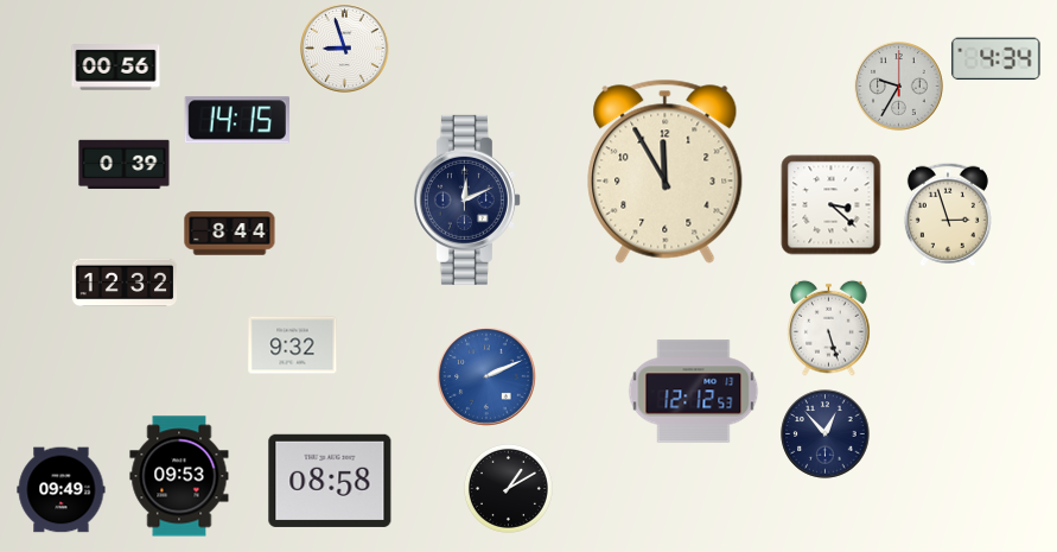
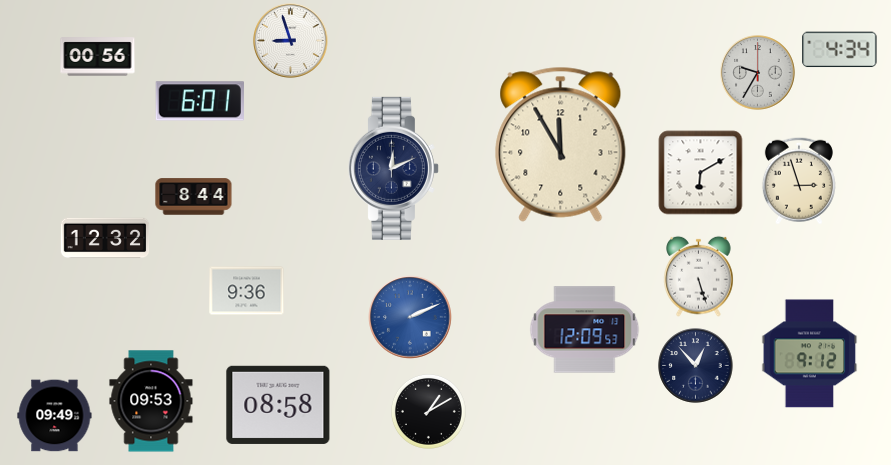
clock at (237, 120): 14:15 -> 6:01
clock at (125, 165): 0:39 -> none
clock at (832, 205): 3:22 -> 6:10
clock at (293, 345): 9:32 -> 9:36
clock at (694, 392): 12:12 -> 12:09
clock at (810, 354): none -> 9:12
clock at (62, 490) position: (62, 490) -> (55, 416)
